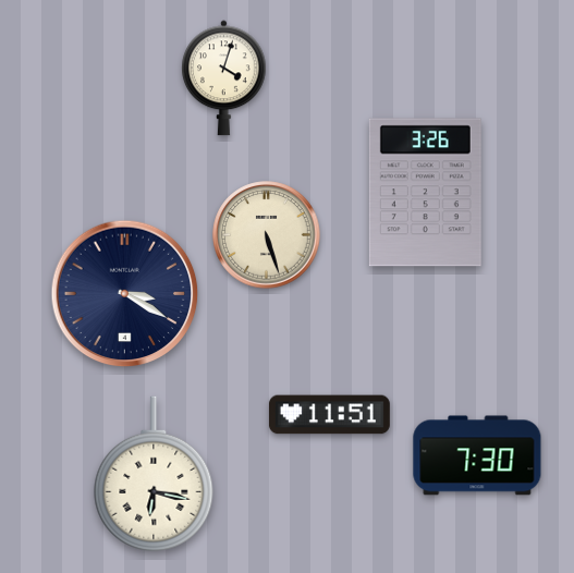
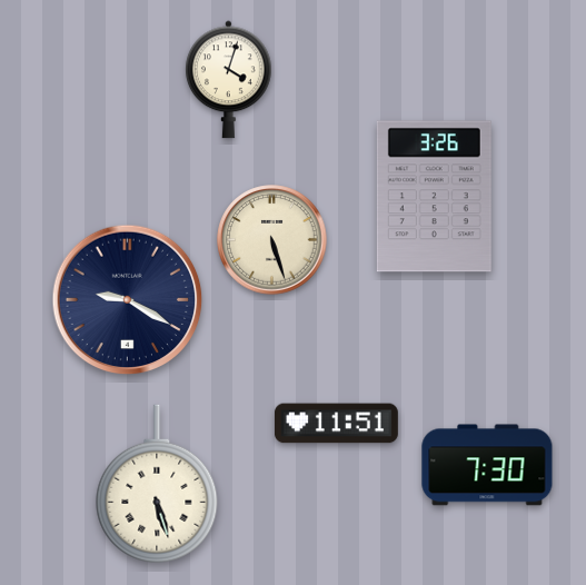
clock at (125, 294): 3:20 -> 9:20
clock at (154, 474): 6:17 -> 5:27
